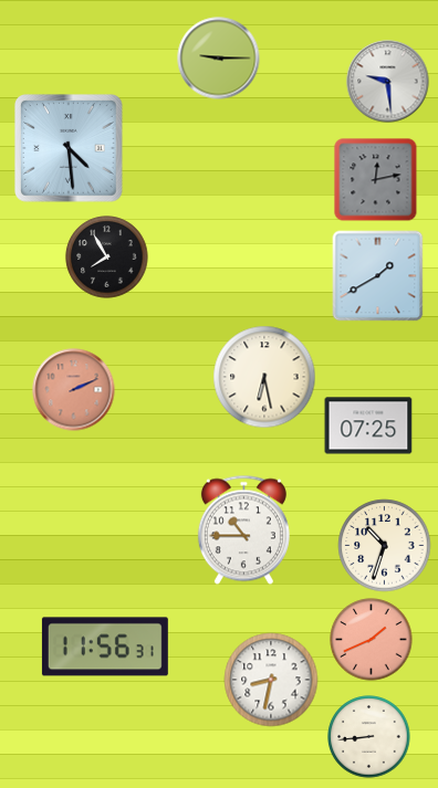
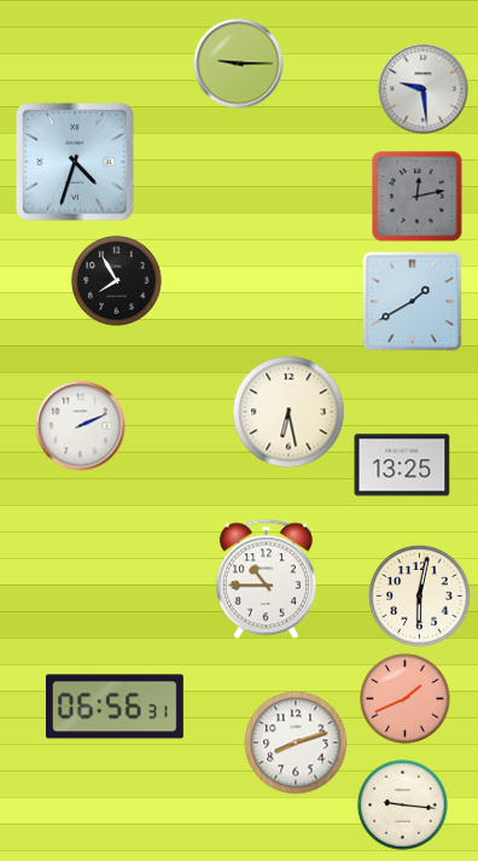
clock at (70, 149): 4:29 -> 4:33
clock at (376, 180) position: (376, 180) -> (418, 197)
clock at (74, 390) dial: salmon -> white
clock at (368, 425): 07:25 -> 13:25
clock at (385, 546): 10:33 -> 6:02
clock at (105, 647): 11:56 -> 06:56
clock at (271, 680): 8:32 -> 8:12
clock at (369, 737): 8:44 -> 9:16
